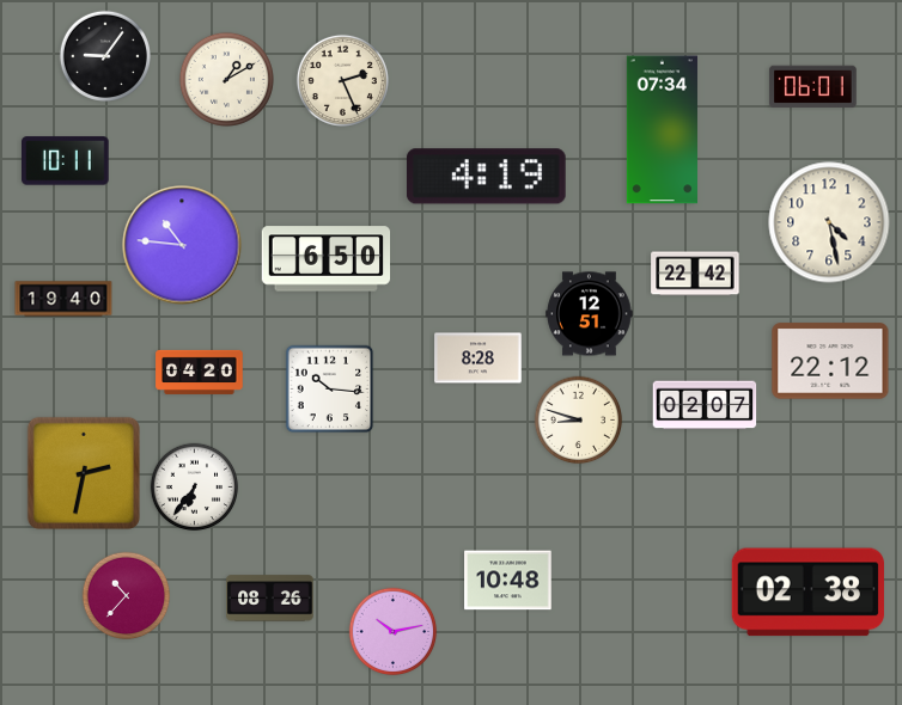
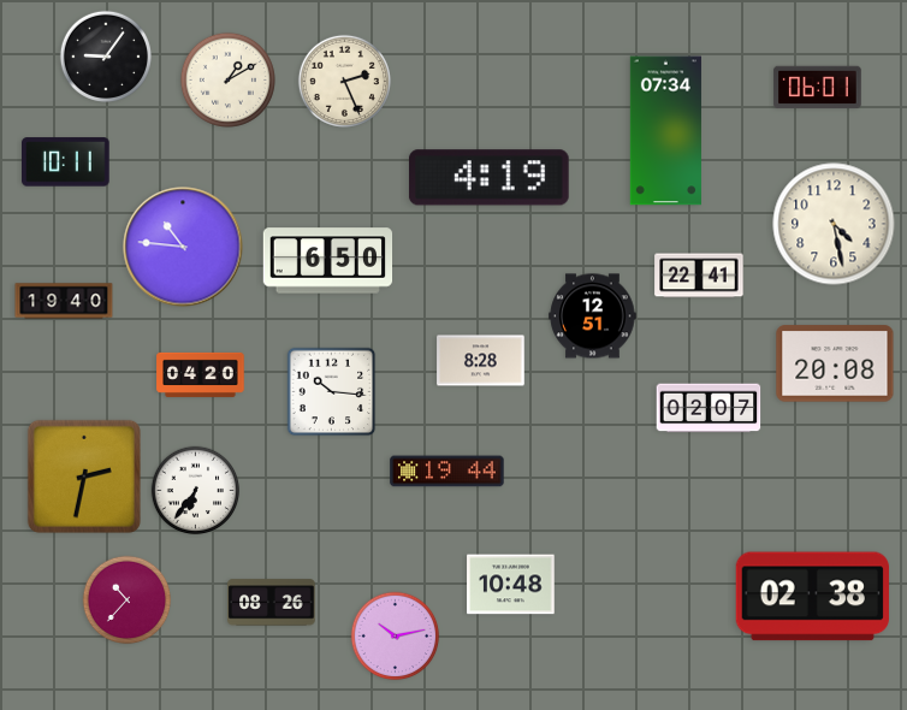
clock at (695, 274): 22:42 -> 22:41
clock at (830, 361): 22:12 -> 20:08
clock at (579, 421): 8:48 -> none
clock at (447, 472): none -> 19:44
